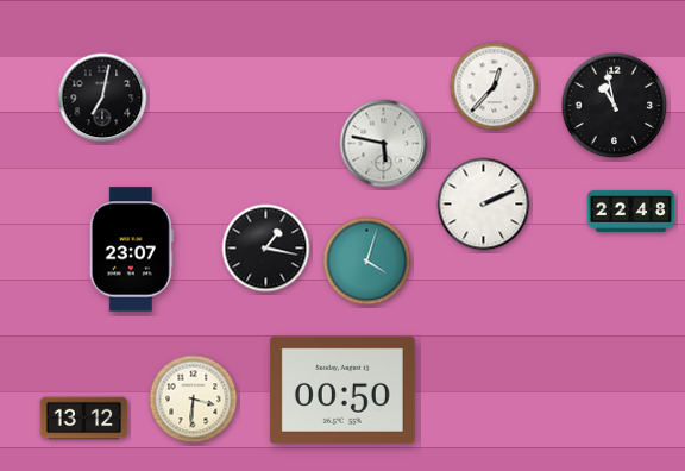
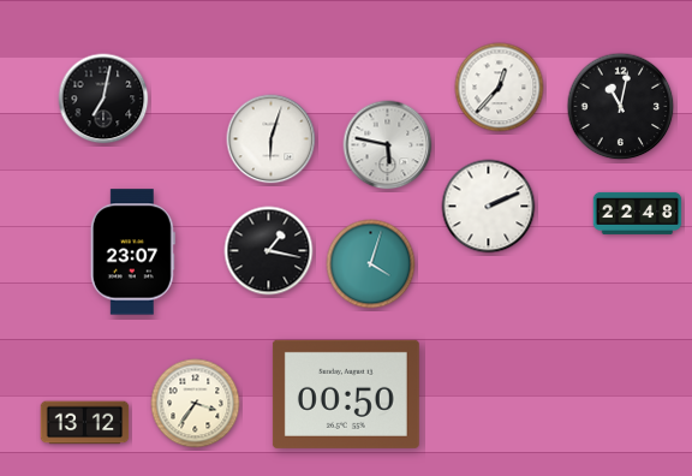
clock at (615, 106): 10:58 -> 11:02
clock at (272, 139): none -> 6:03
clock at (194, 400): 3:31 -> 3:36
